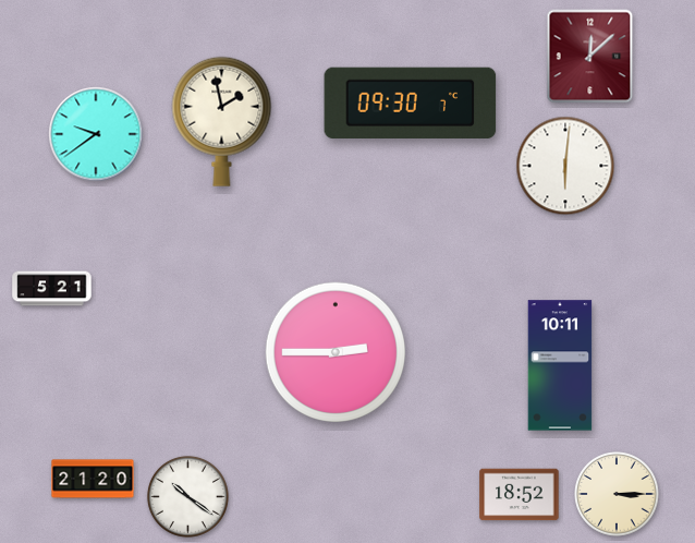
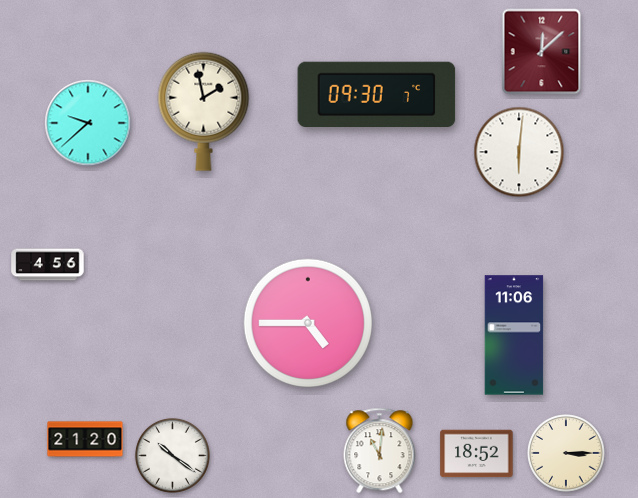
clock at (96, 134): 9:39 -> 9:38
clock at (52, 289): 5:21 -> 4:56
clock at (334, 351): 2:45 -> 4:45
clock at (560, 365): 10:11 -> 11:06
clock at (380, 451): none -> 11:01
